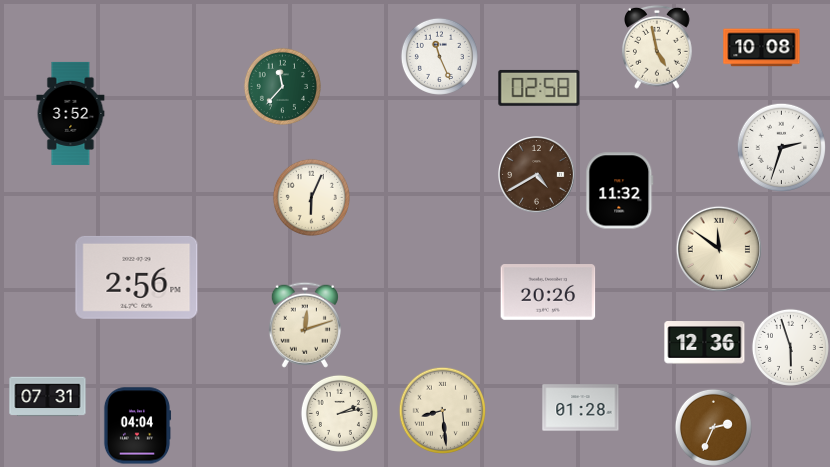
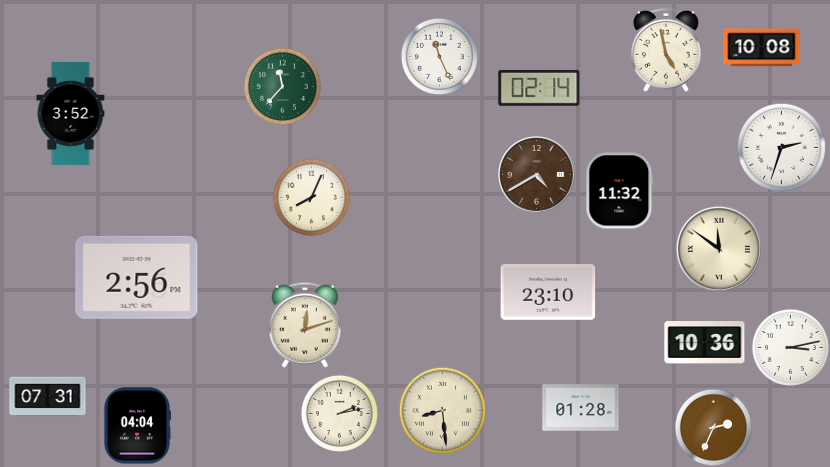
clock at (658, 47) position: (658, 47) -> (667, 50)
clock at (539, 88): 02:58 -> 02:14
clock at (311, 197): 6:04 -> 8:04
clock at (548, 293): 20:26 -> 23:10
clock at (705, 343): 12:36 -> 10:36
clock at (790, 347): 5:57 -> 3:13
